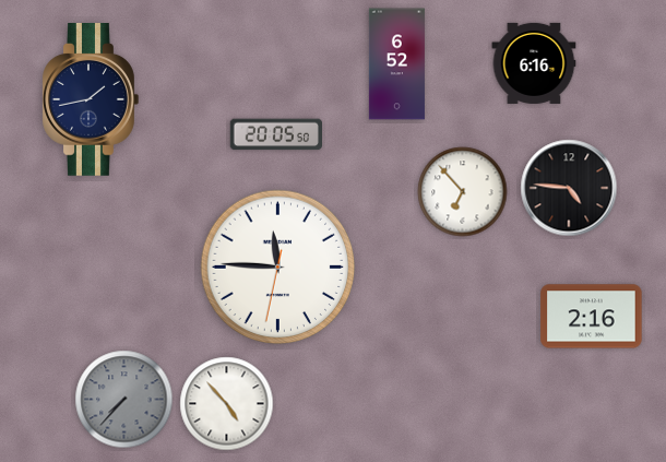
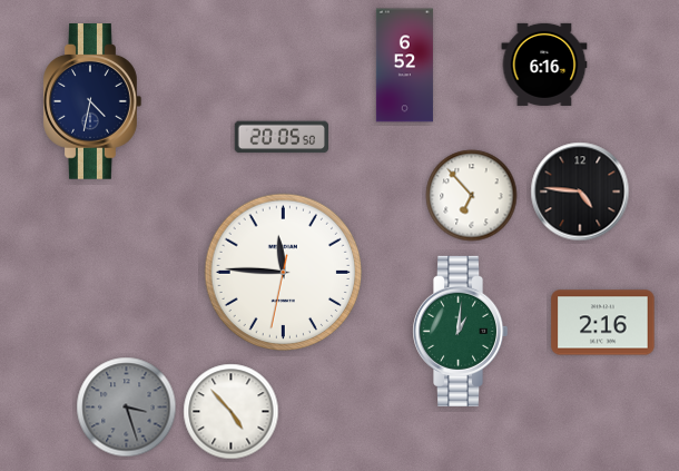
clock at (91, 100): 1:43 -> 4:32
clock at (461, 331): none -> 1:01
clock at (124, 400): 7:37 -> 3:27
